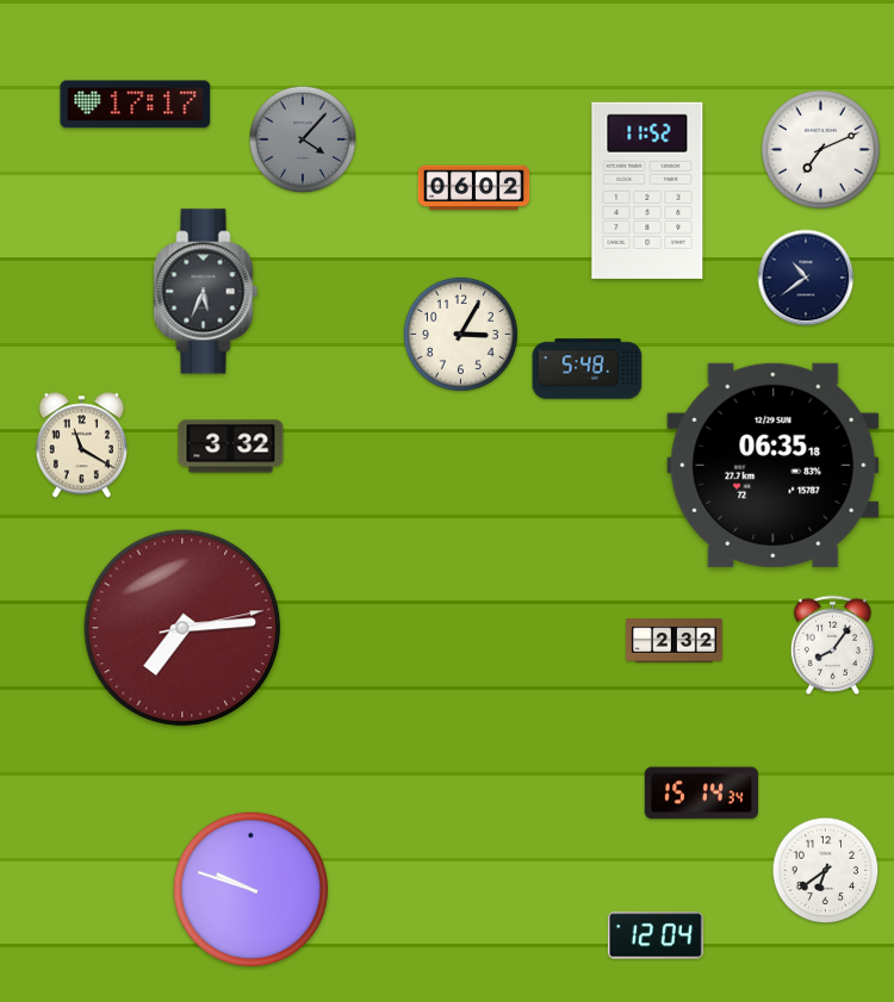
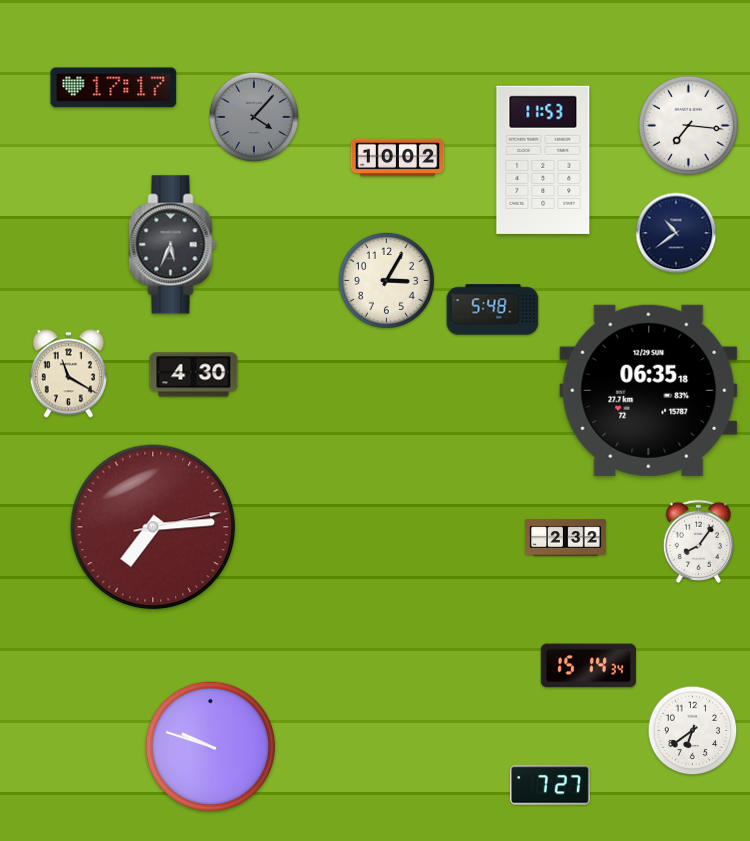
clock at (820, 149): 7:11 -> 7:16
clock at (474, 188): 06:02 -> 10:02
clock at (647, 191): 11:52 -> 11:53
clock at (231, 447): 3:32 -> 4:30
clock at (656, 935): 12:04 -> 7:27
